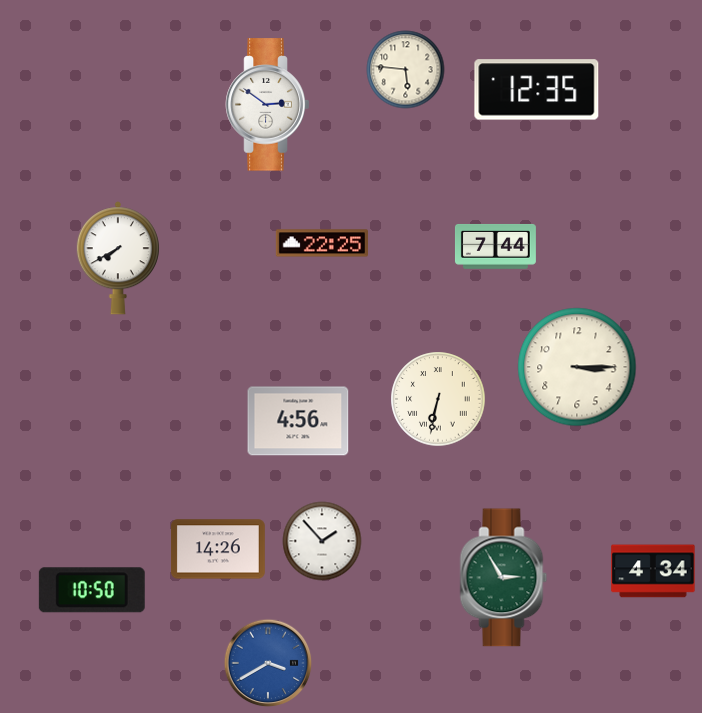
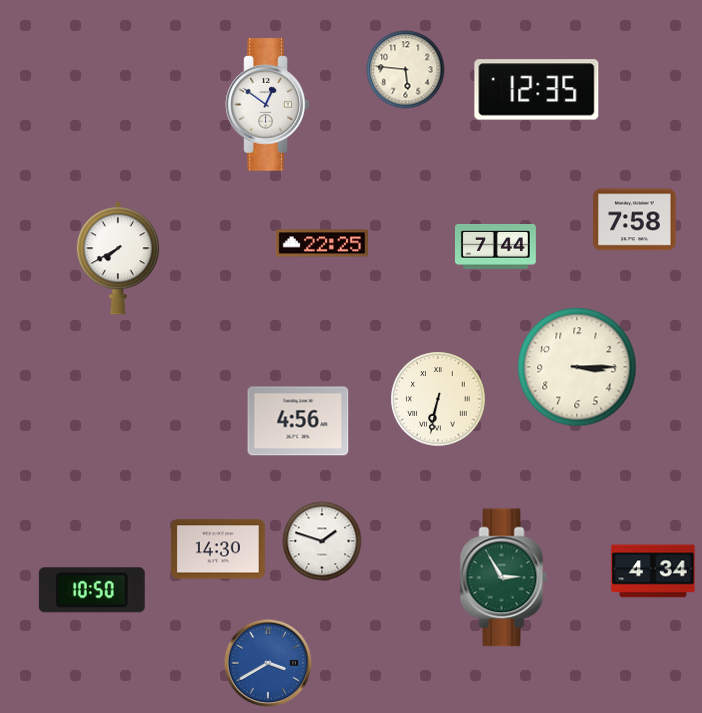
clock at (268, 105): 2:51 -> 12:51
clock at (635, 220): none -> 7:58
clock at (322, 541): 1:53 -> 1:48
clock at (218, 549): 14:26 -> 14:30
